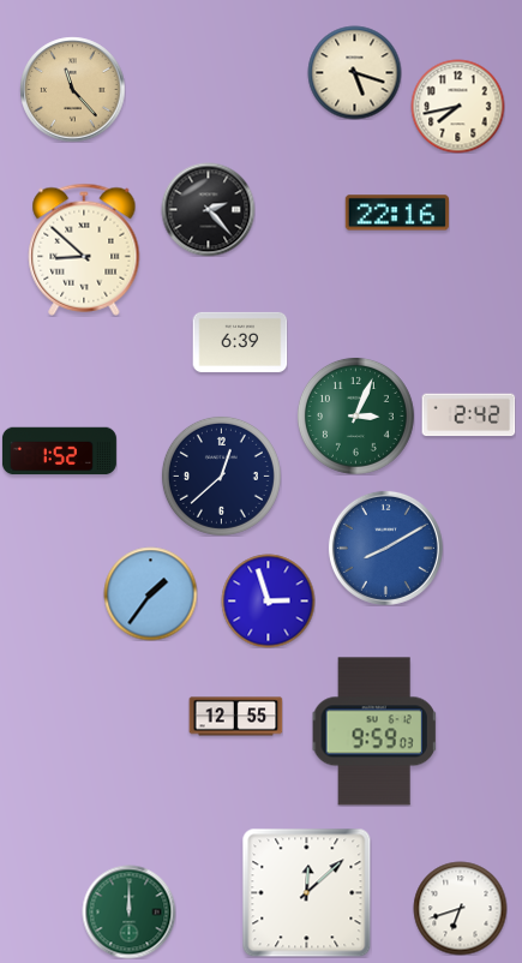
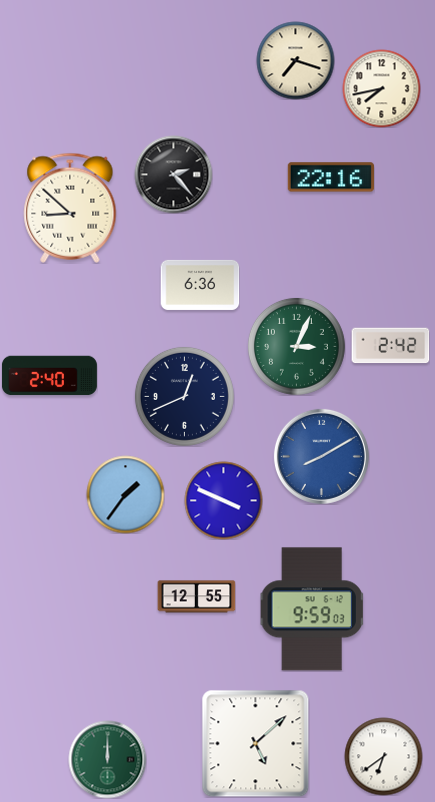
clock at (354, 72): 5:18 -> 7:18
clock at (72, 89): 11:23 -> none
clock at (240, 342): 6:39 -> 6:36
clock at (59, 451): 1:52 -> 2:40
clock at (221, 475): 12:38 -> 12:41
clock at (268, 600): 2:57 -> 3:49
clock at (306, 892): 12:08 -> 5:08
clock at (460, 908): 6:42 -> 6:39
